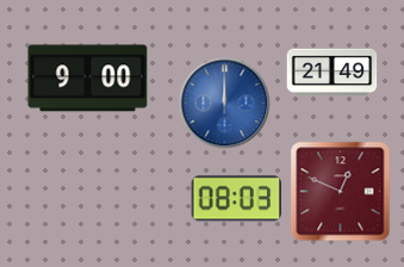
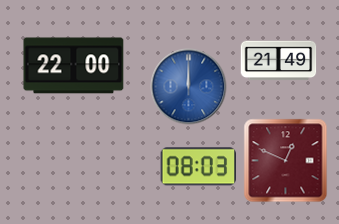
clock at (88, 79): 9:00 -> 22:00
